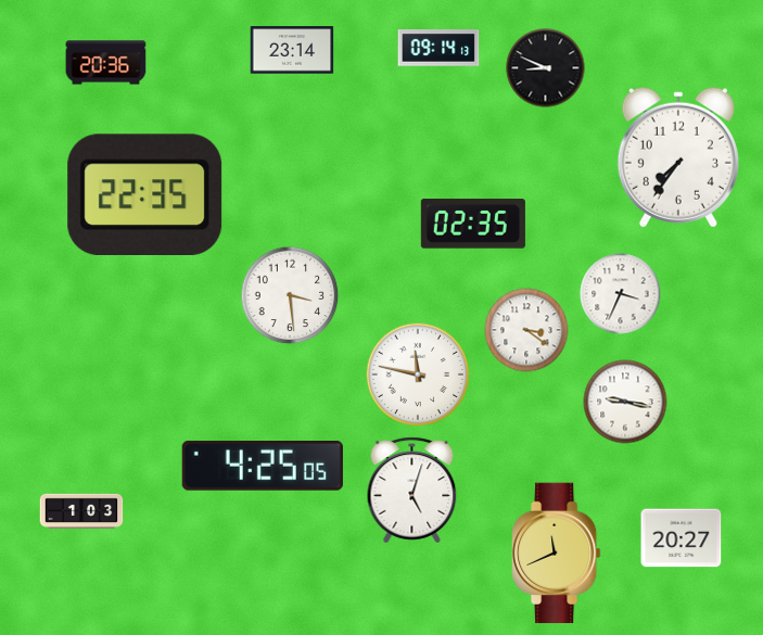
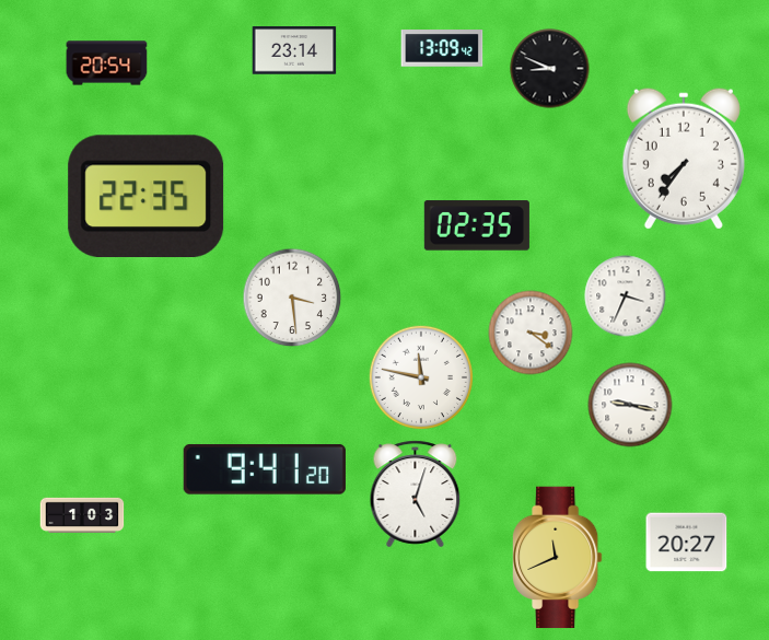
clock at (438, 48): 09:14 -> 13:09
clock at (106, 63): 20:36 -> 20:54
clock at (263, 467): 4:25 -> 9:41
clock at (557, 554) position: (557, 554) -> (558, 558)
